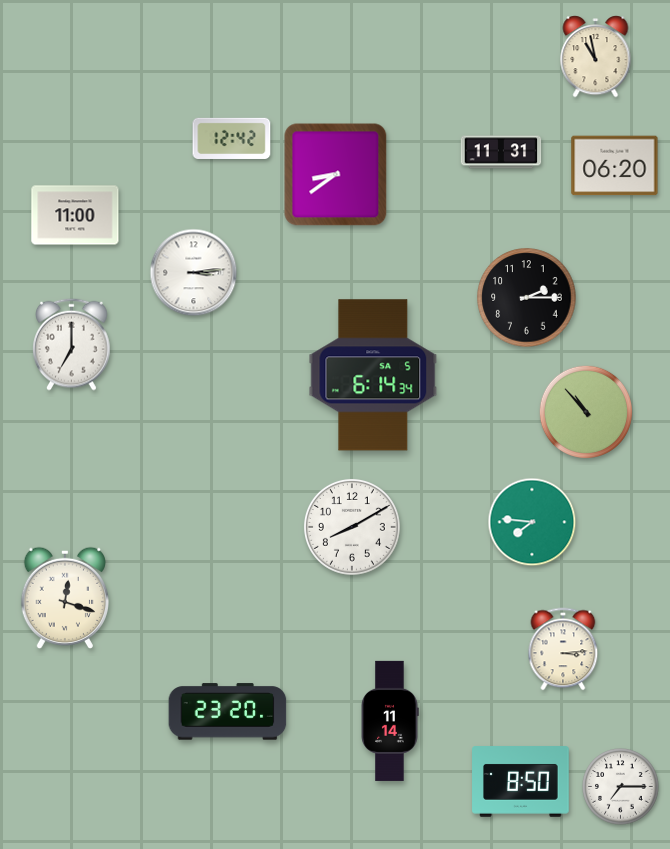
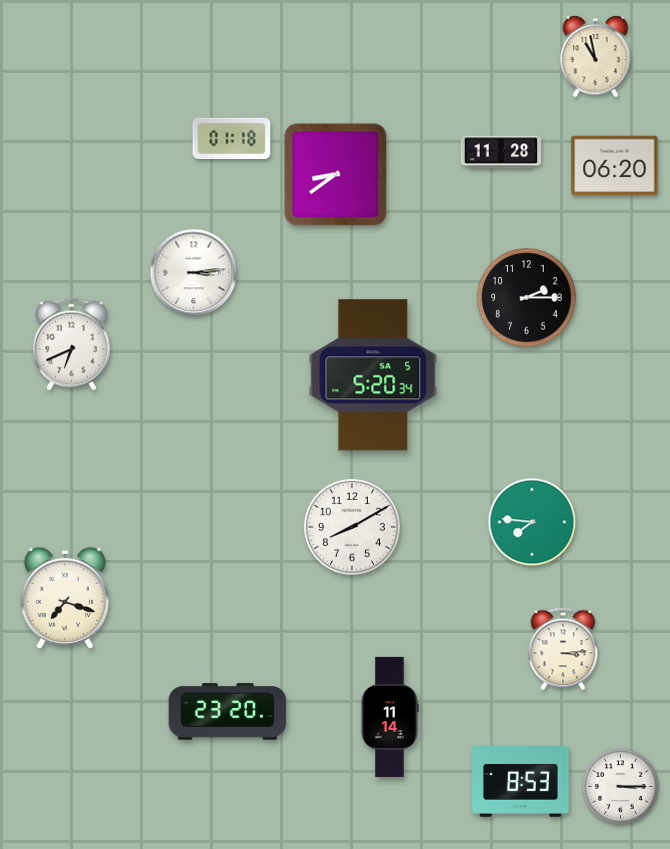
clock at (232, 138): 12:42 -> 01:18
clock at (501, 152): 11:31 -> 11:28
clock at (75, 215): 11:00 -> none
clock at (72, 344): 7:00 -> 6:41
clock at (373, 375): 6:14 -> 5:20
clock at (585, 411): 10:53 -> none
clock at (65, 597): 12:18 -> 7:18
clock at (390, 721) position: (390, 721) -> (390, 717)
clock at (521, 782): 8:50 -> 8:53
clock at (621, 787): 7:15 -> 3:15
